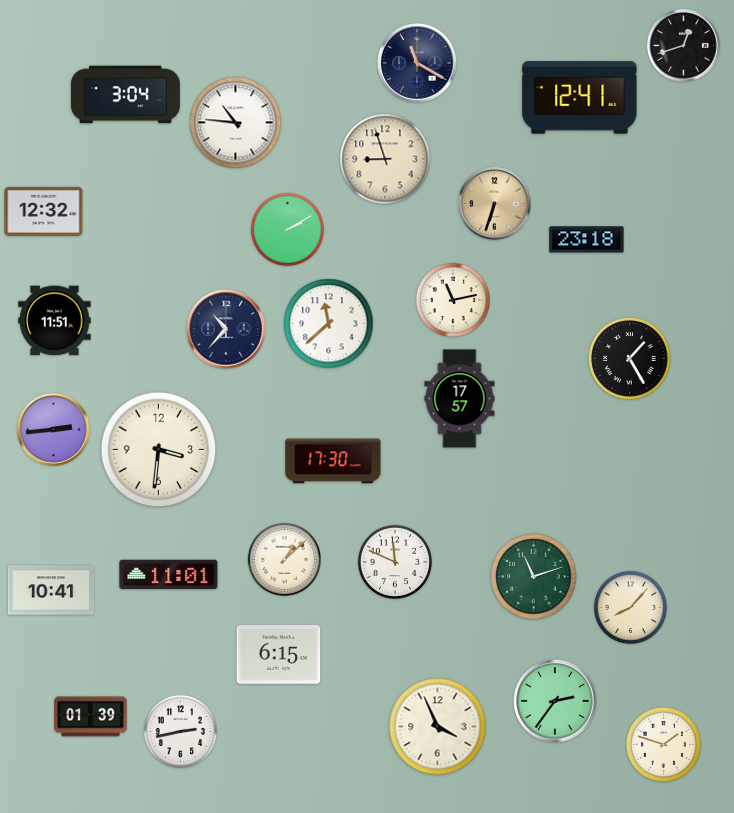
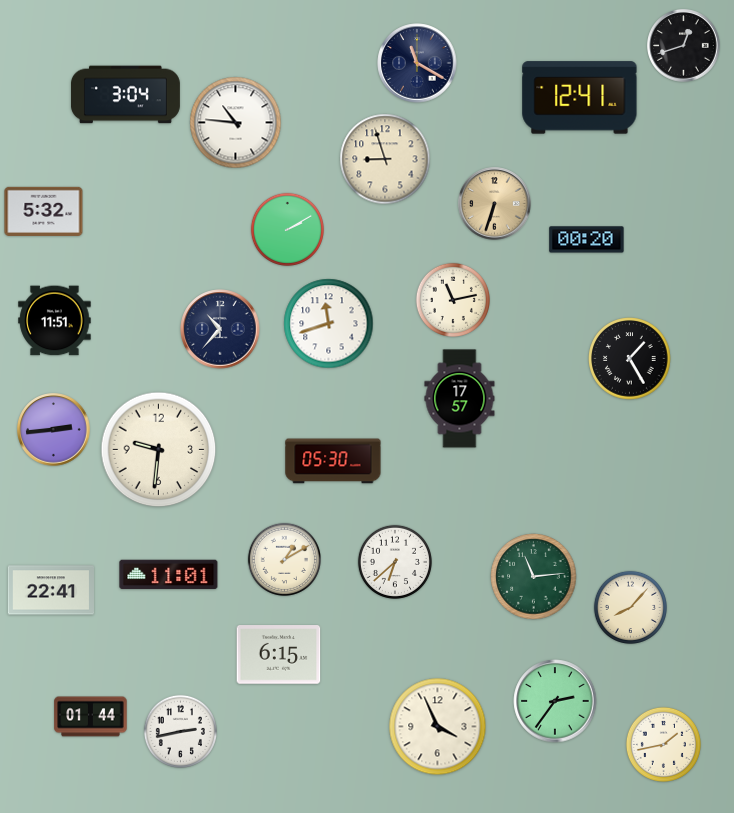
clock at (44, 211): 12:32 -> 5:32
clock at (587, 240): 23:18 -> 00:20
clock at (329, 324): 11:38 -> 11:42
clock at (226, 329) position: (226, 329) -> (220, 329)
clock at (159, 450): 3:31 -> 9:31
clock at (333, 461): 17:30 -> 05:30
clock at (284, 559): 1:08 -> 1:10
clock at (395, 562): 11:49 -> 6:38
clock at (534, 577): 11:12 -> 11:14
clock at (51, 590): 10:41 -> 22:41
clock at (91, 717): 01:39 -> 01:44
clock at (663, 744): 1:48 -> 1:43
